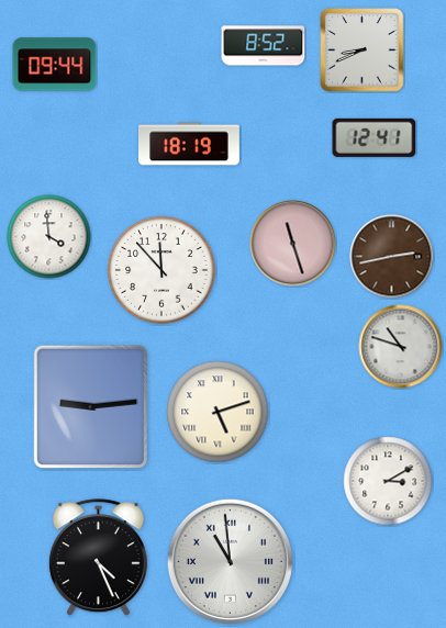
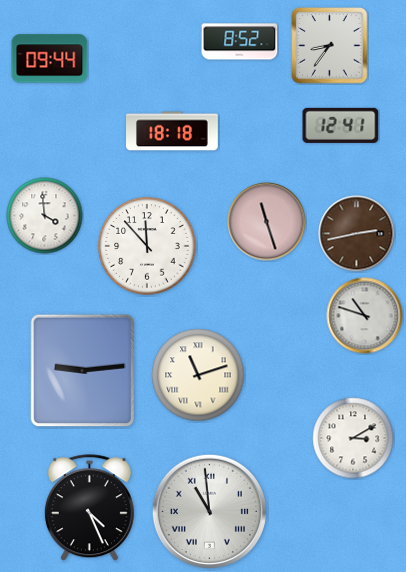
clock at (363, 51): 8:41 -> 8:36
clock at (189, 144): 18:19 -> 18:18
clock at (218, 412): 5:12 -> 11:12
